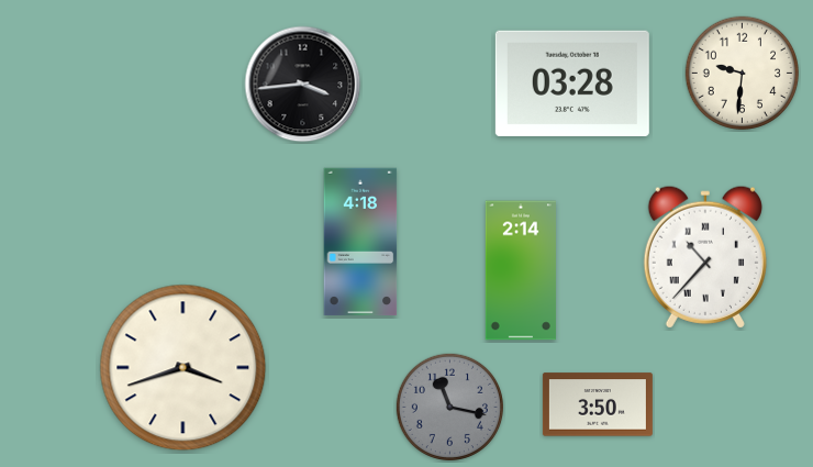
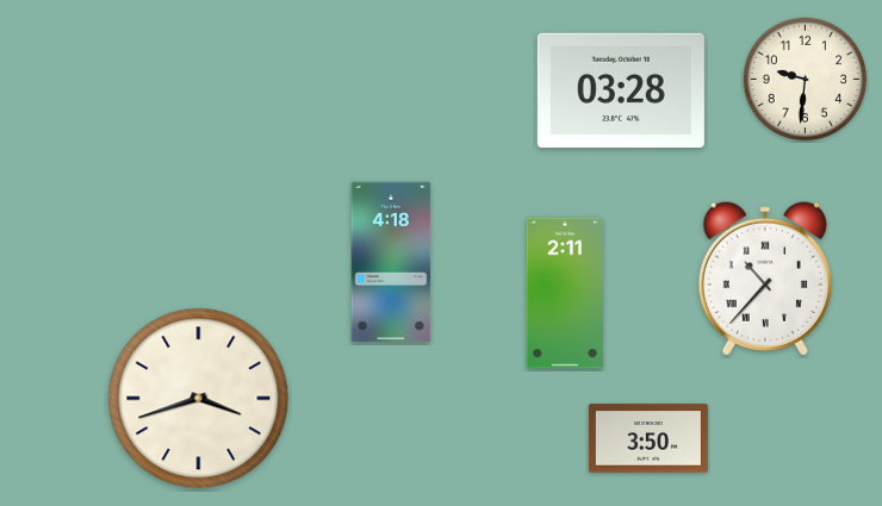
clock at (303, 85): 3:44 -> none
clock at (521, 270): 2:14 -> 2:11
clock at (449, 407): 11:17 -> none
